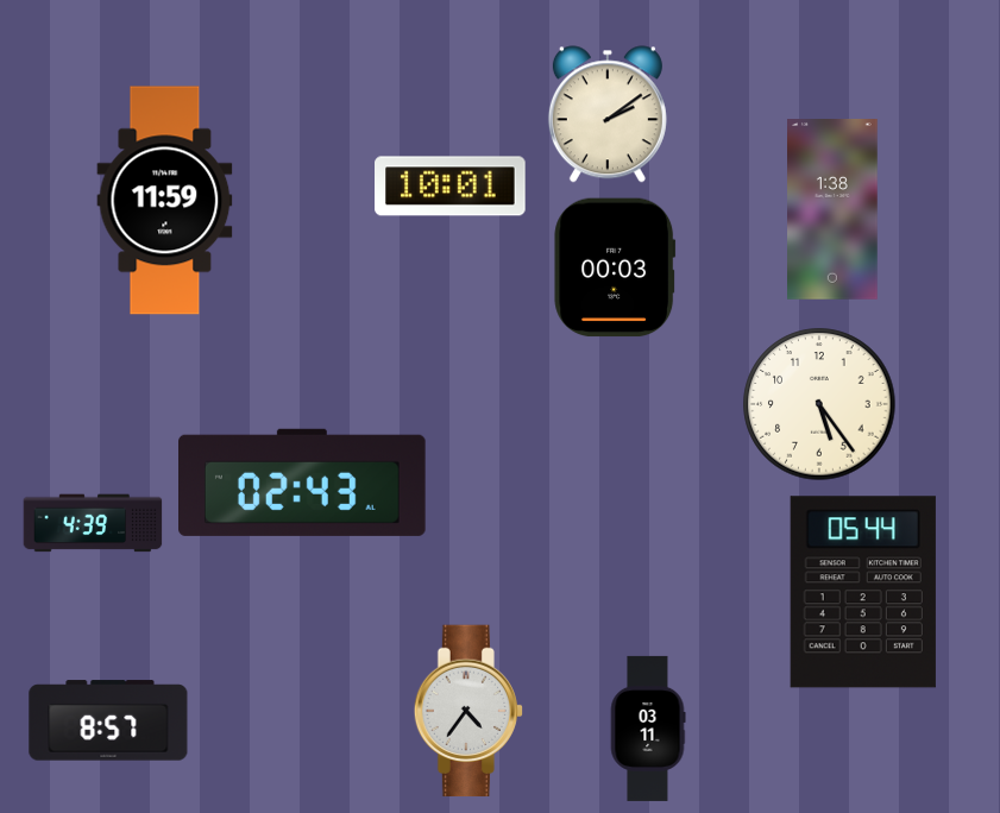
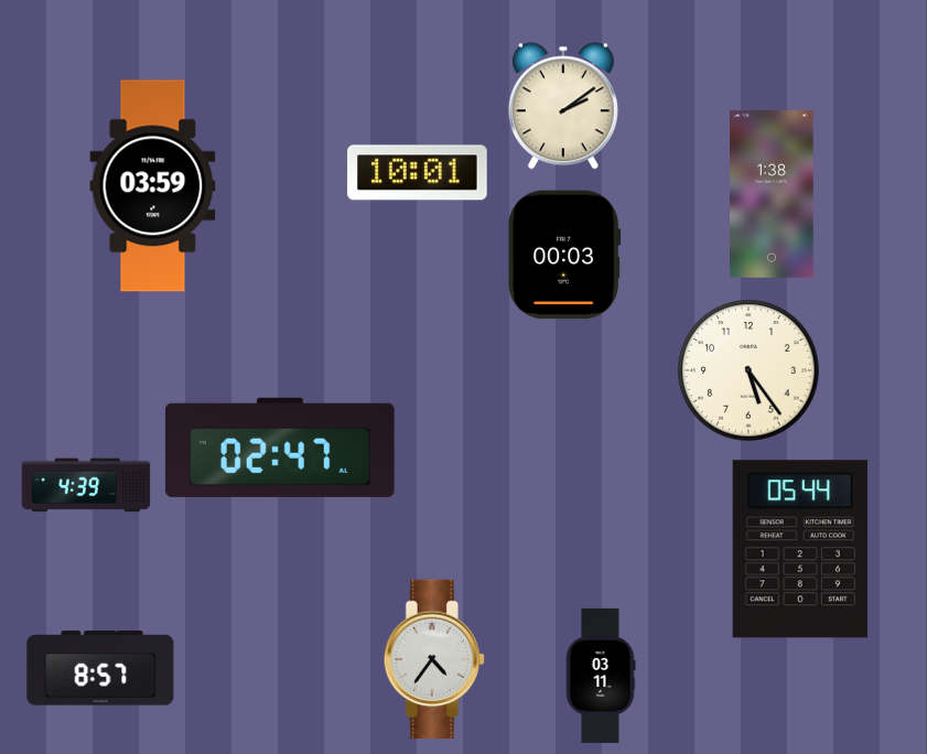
clock at (165, 201): 11:59 -> 03:59
clock at (615, 267) position: (615, 267) -> (564, 255)
clock at (819, 404) position: (819, 404) -> (748, 370)
clock at (303, 483): 02:43 -> 02:47
